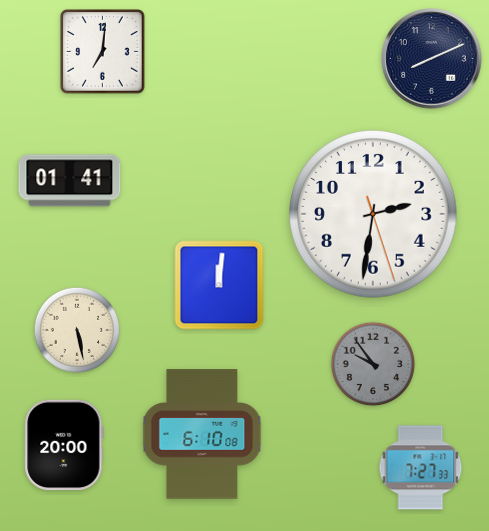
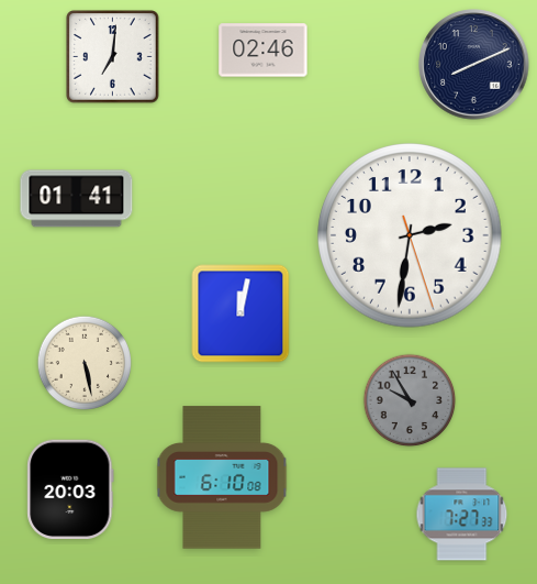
clock at (264, 51): none -> 02:46
clock at (219, 285): 12:01 -> 12:02
clock at (373, 364): 9:54 -> 9:55
clock at (64, 445): 20:00 -> 20:03
